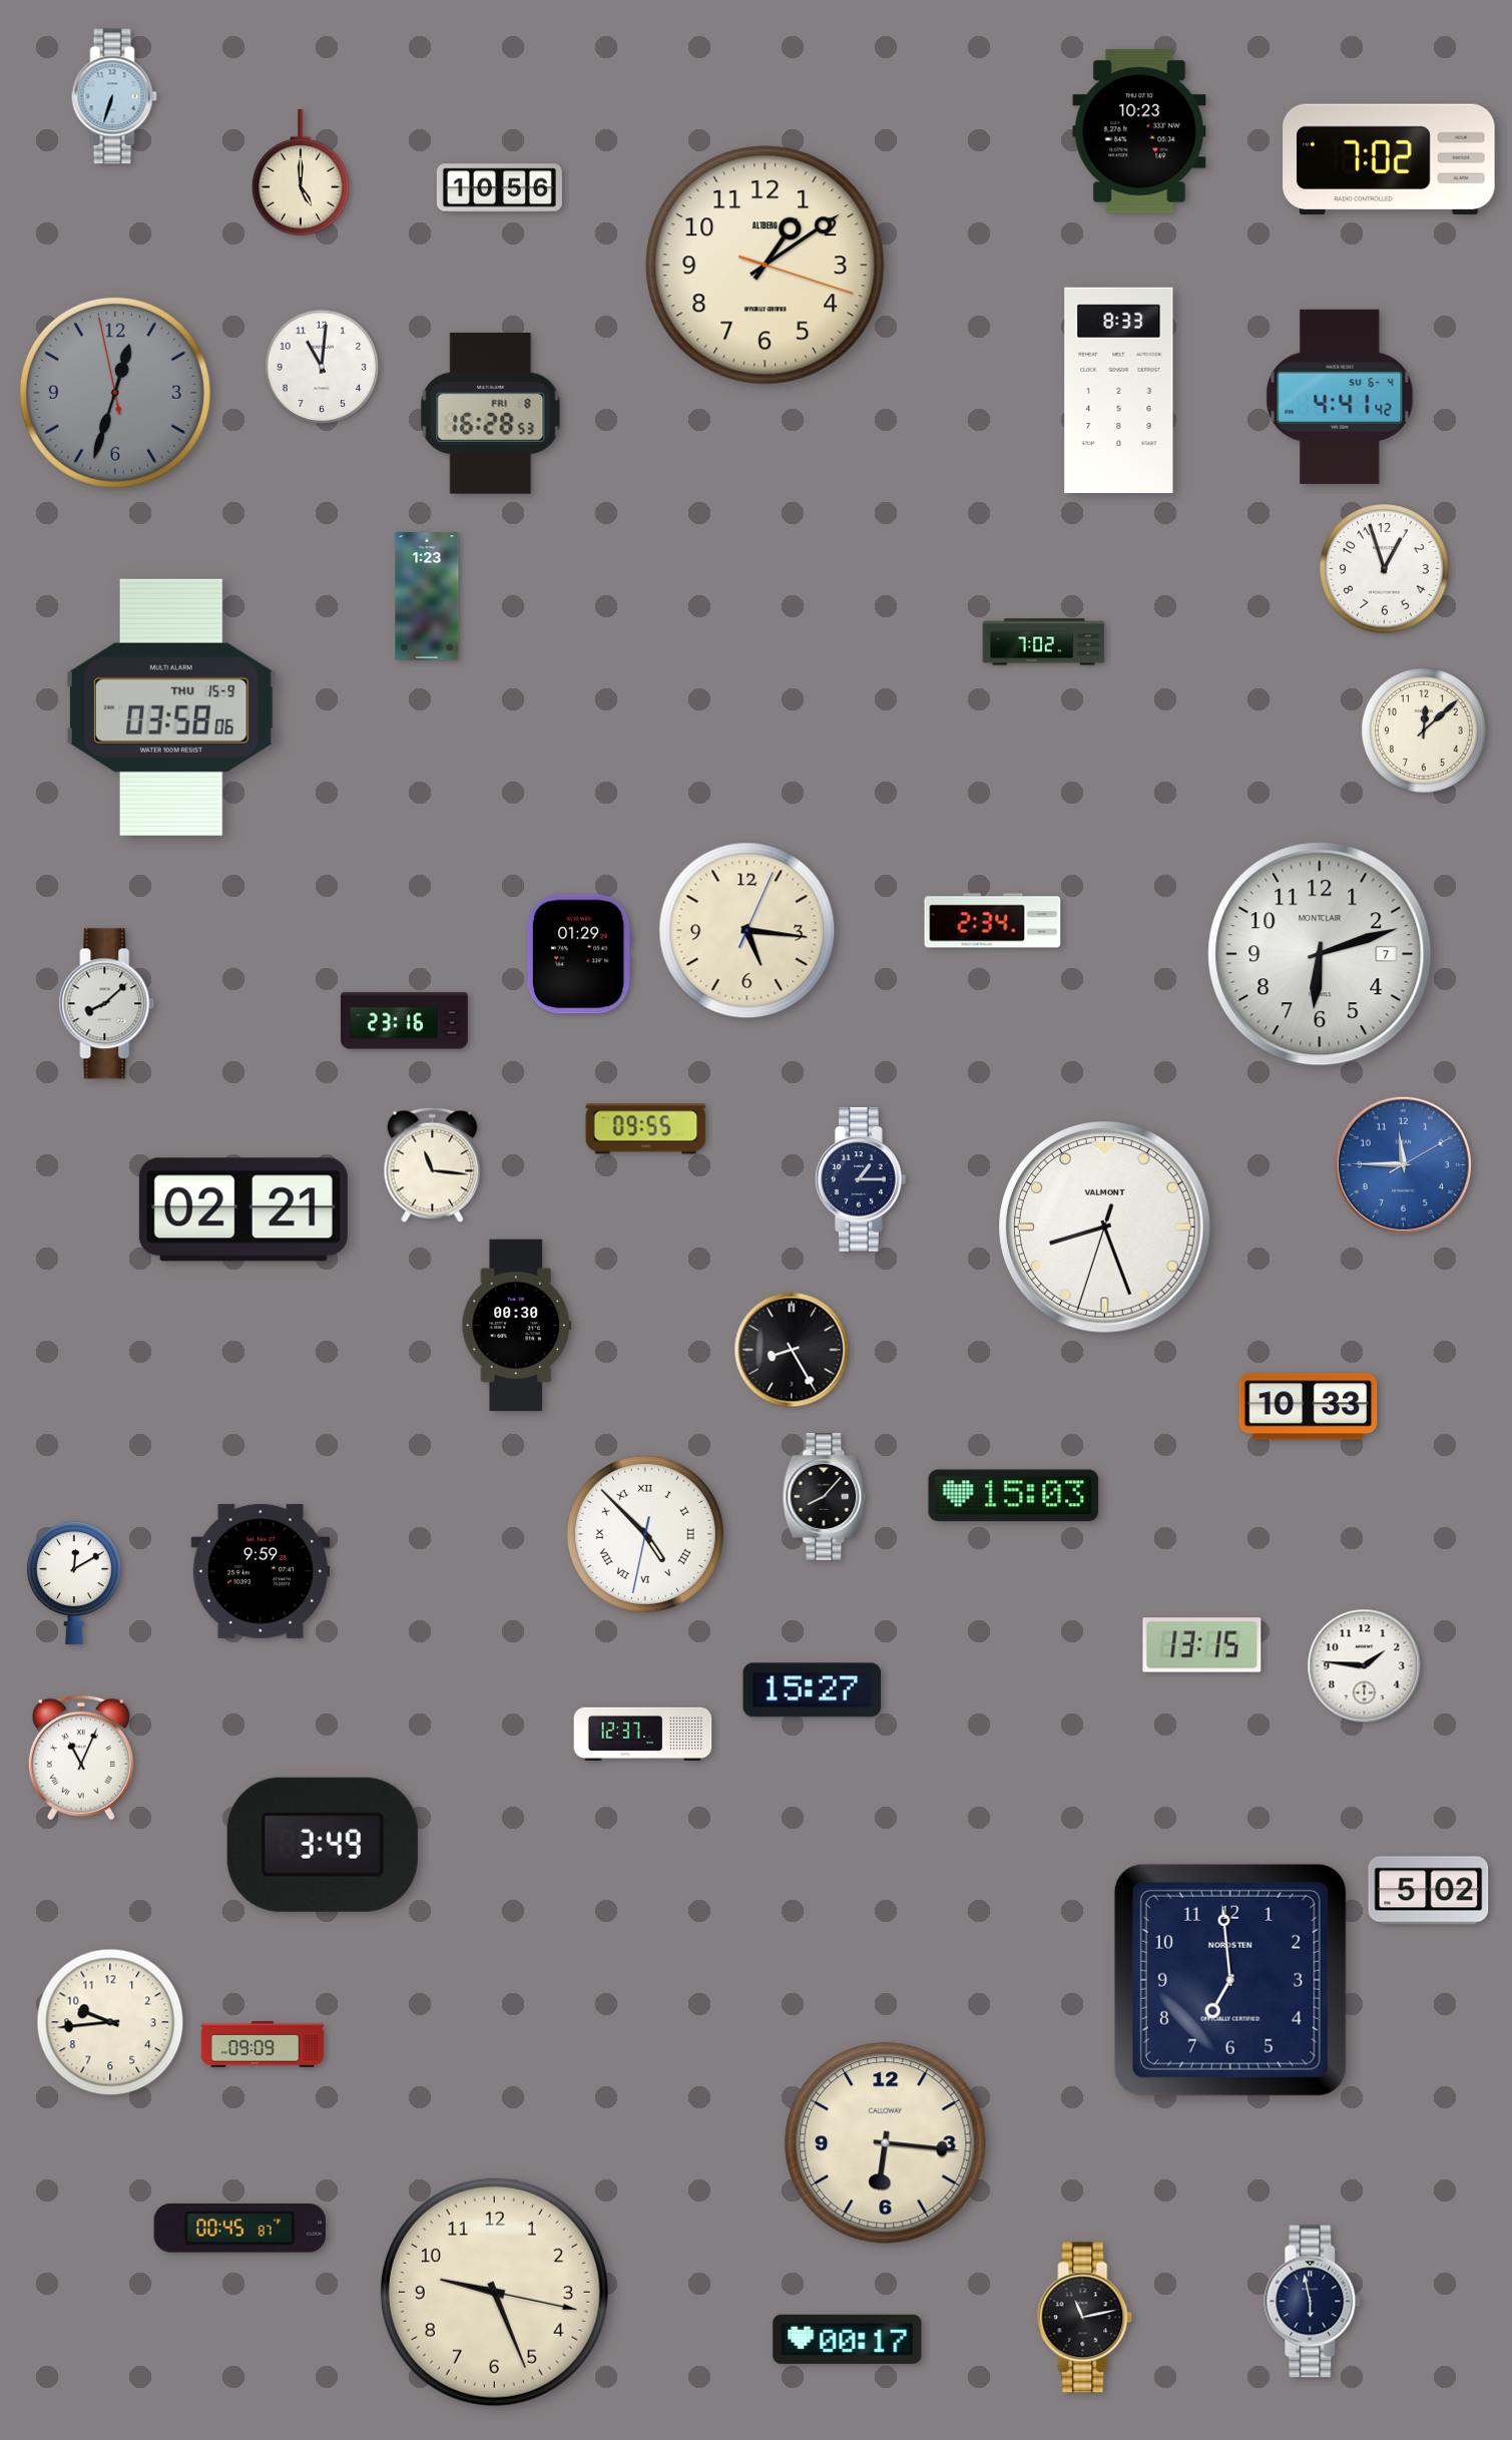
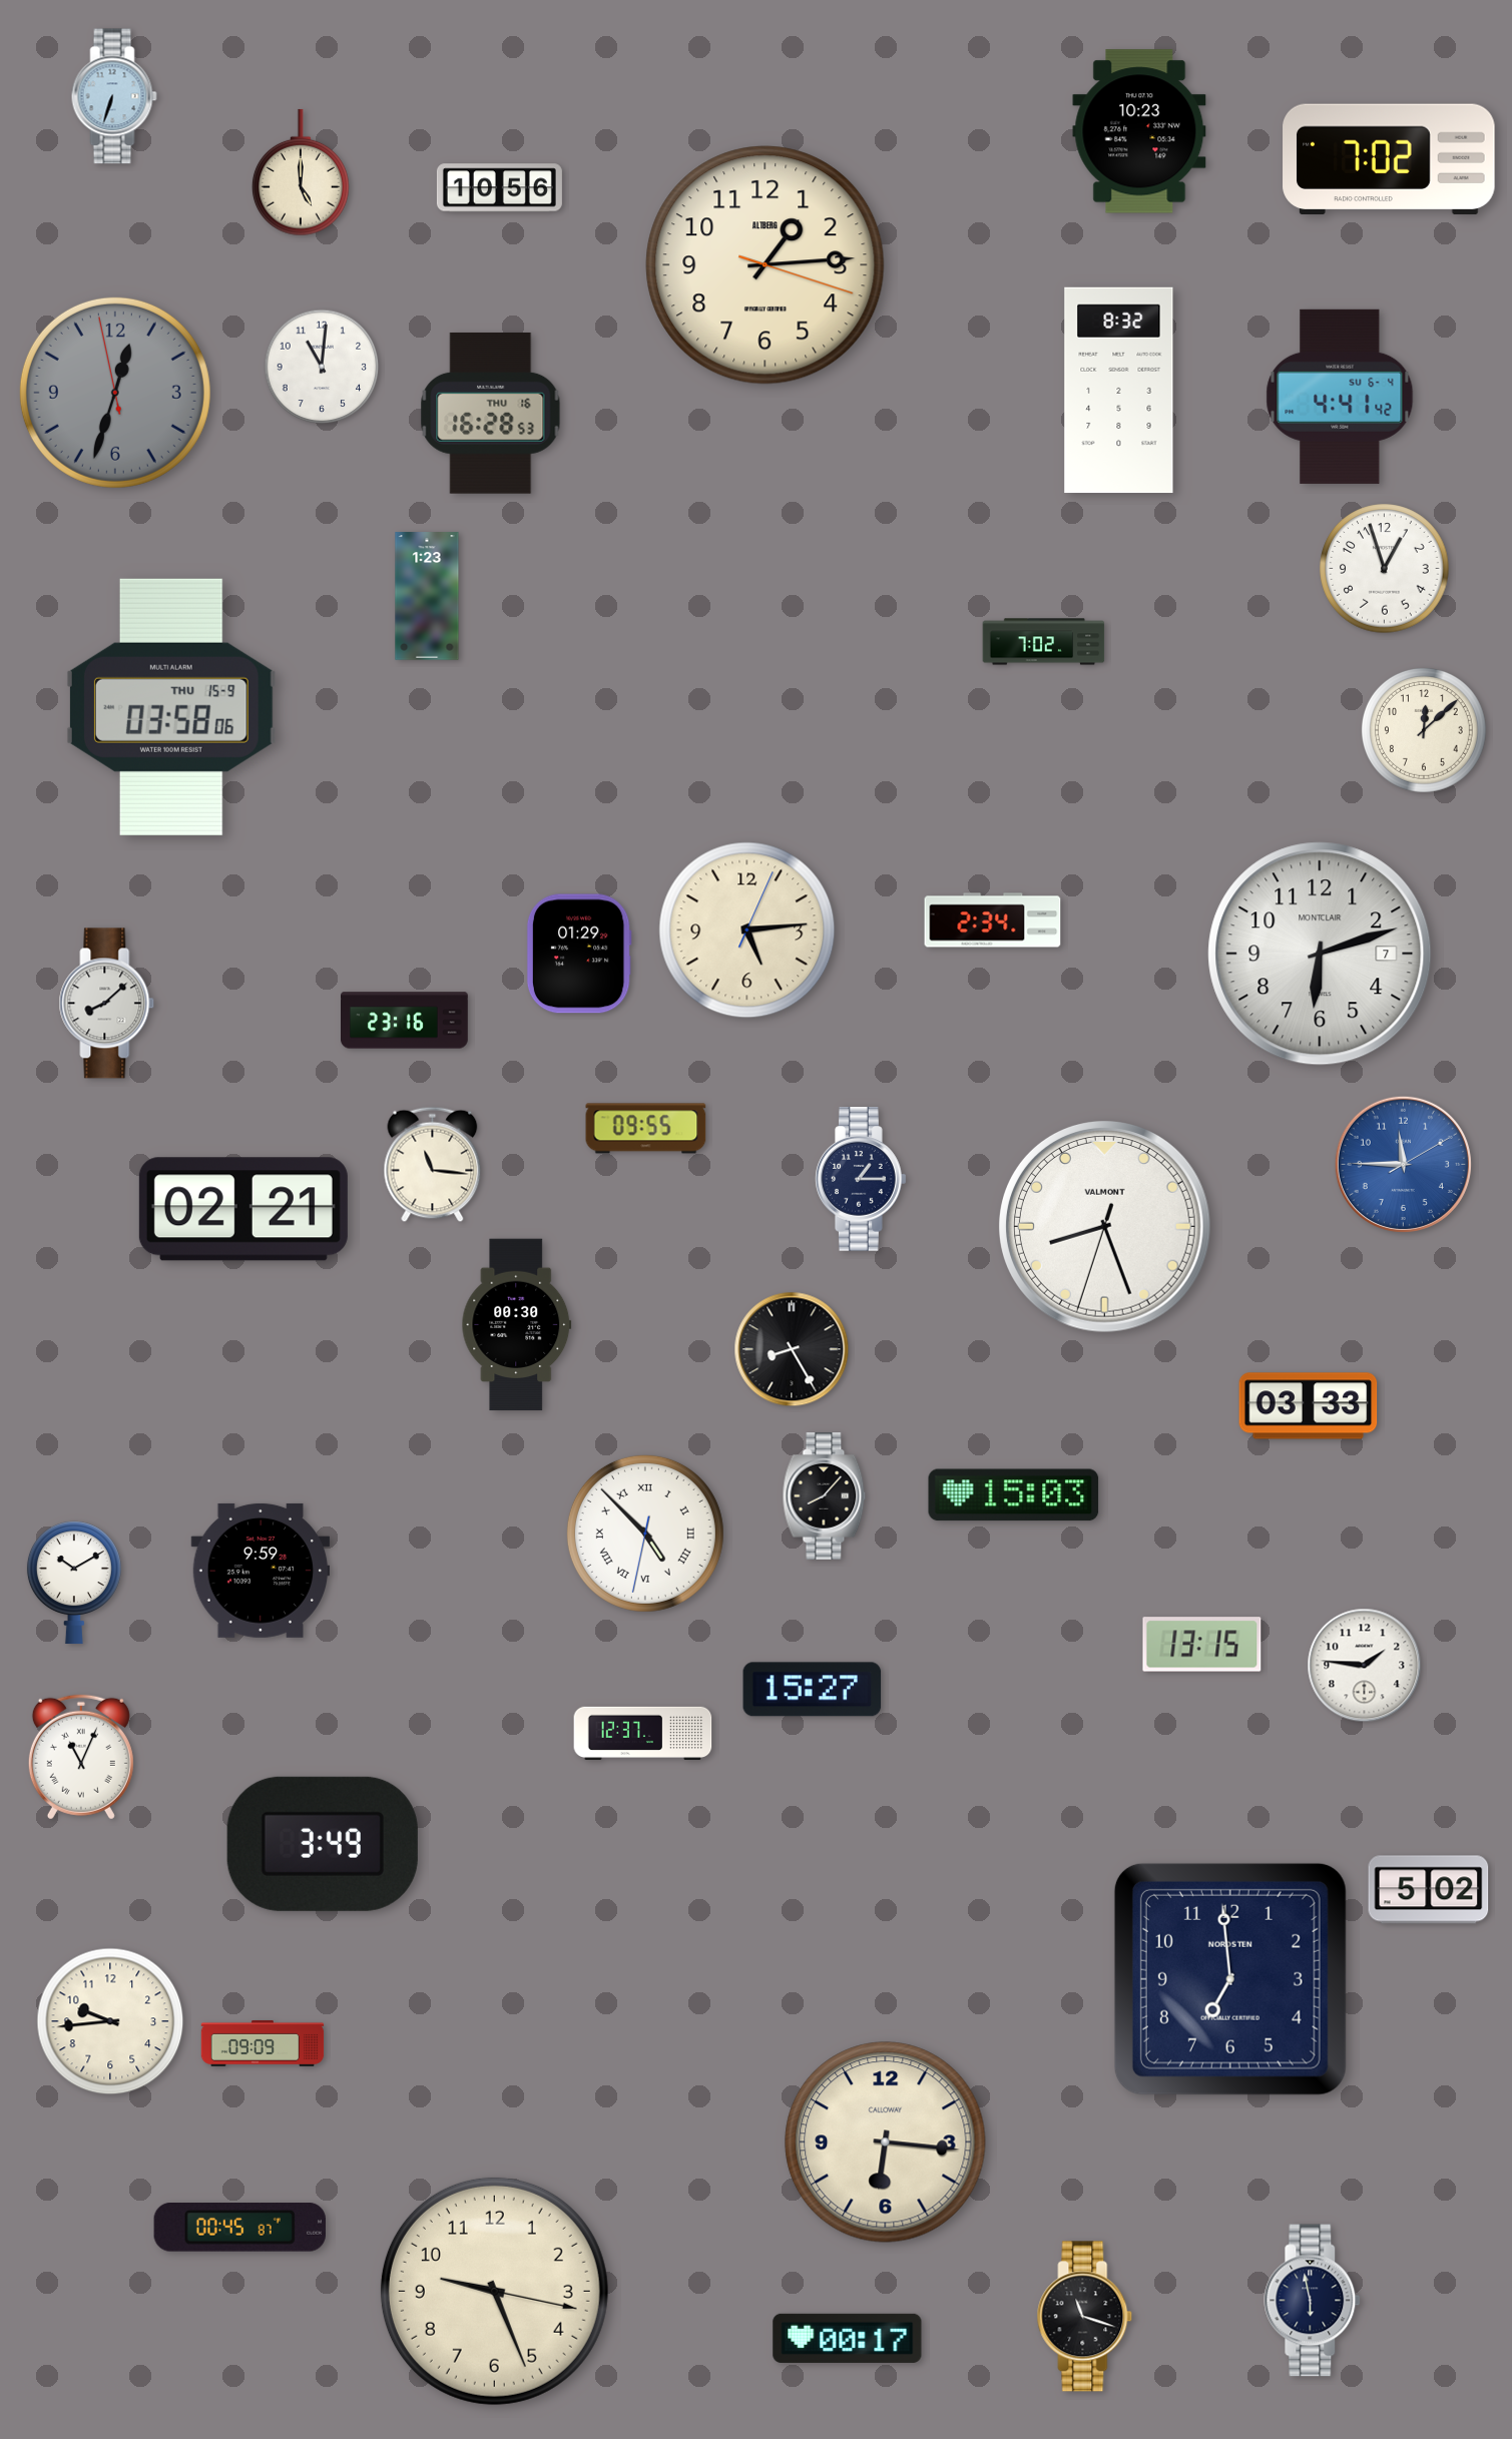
clock at (766, 266): 1:09 -> 1:14
clock at (1119, 391): 8:33 -> 8:32
clock at (491, 413) date: FRI 8 -> THU 16
clock at (747, 931): 5:16 -> 5:14
clock at (1309, 1407): 10:33 -> 03:33
clock at (74, 1583): 12:10 -> 10:10
clock at (1085, 2318): 11:13 -> 11:18
